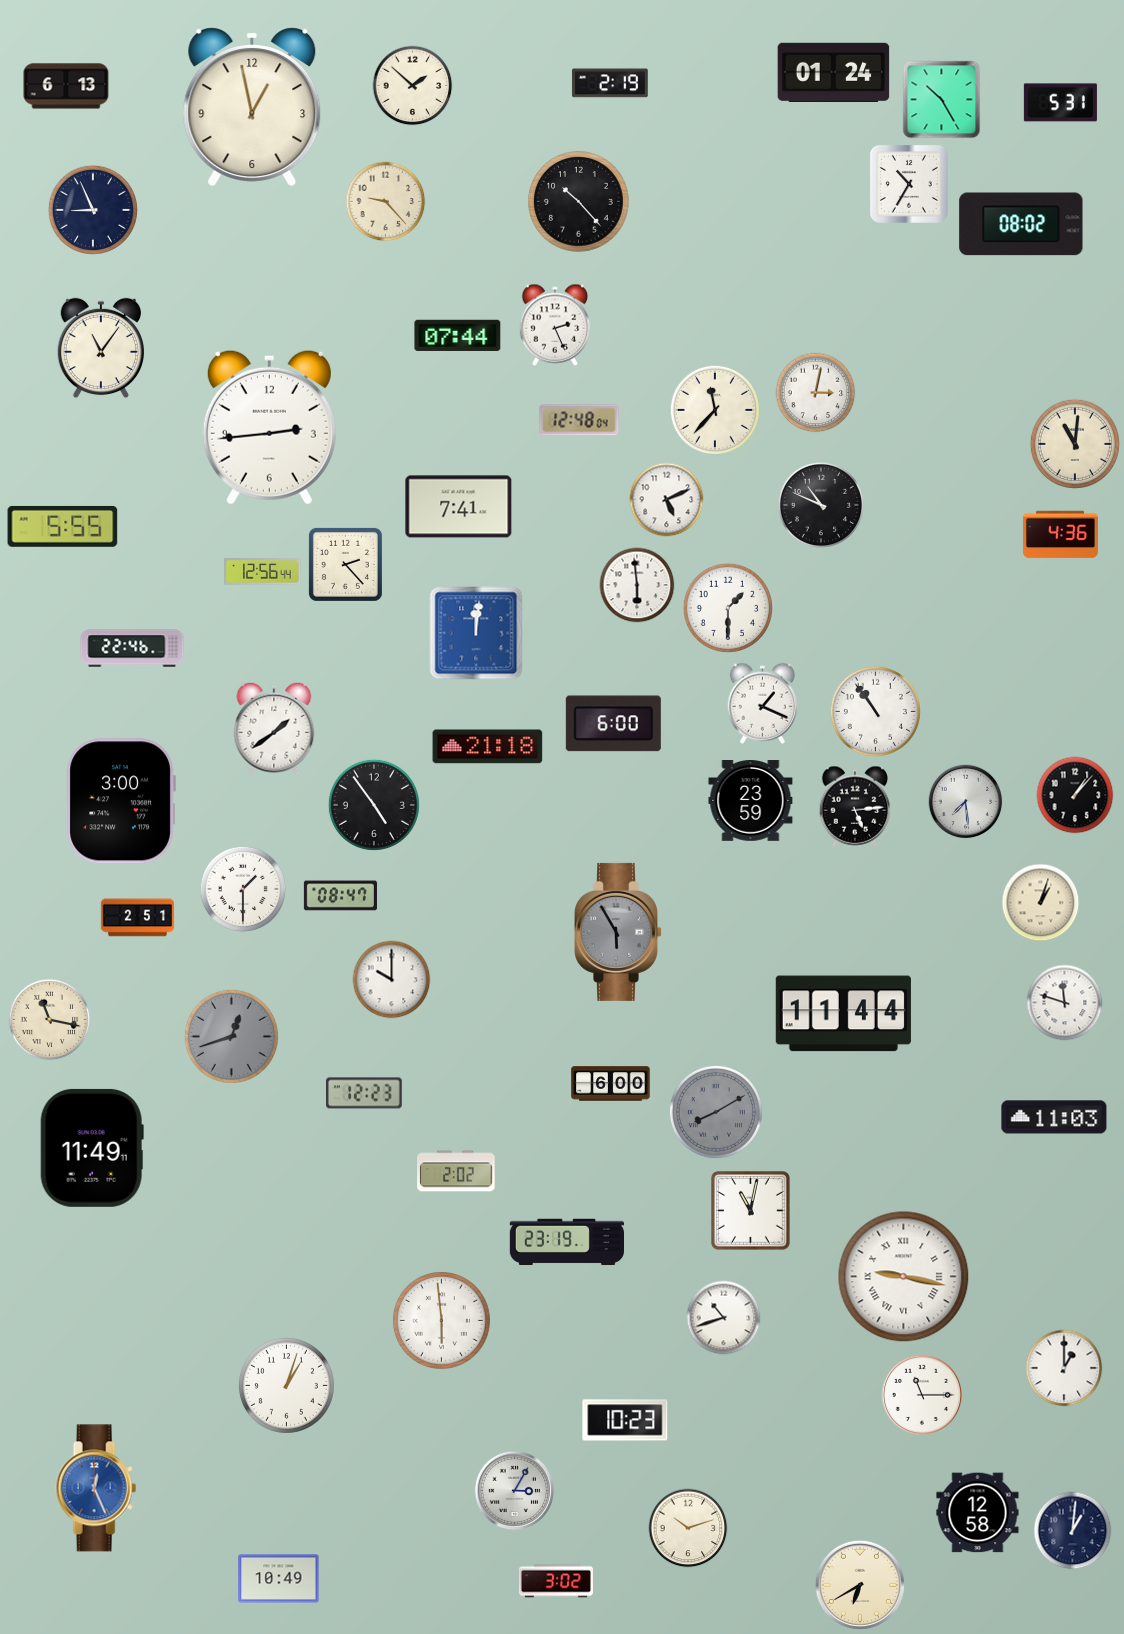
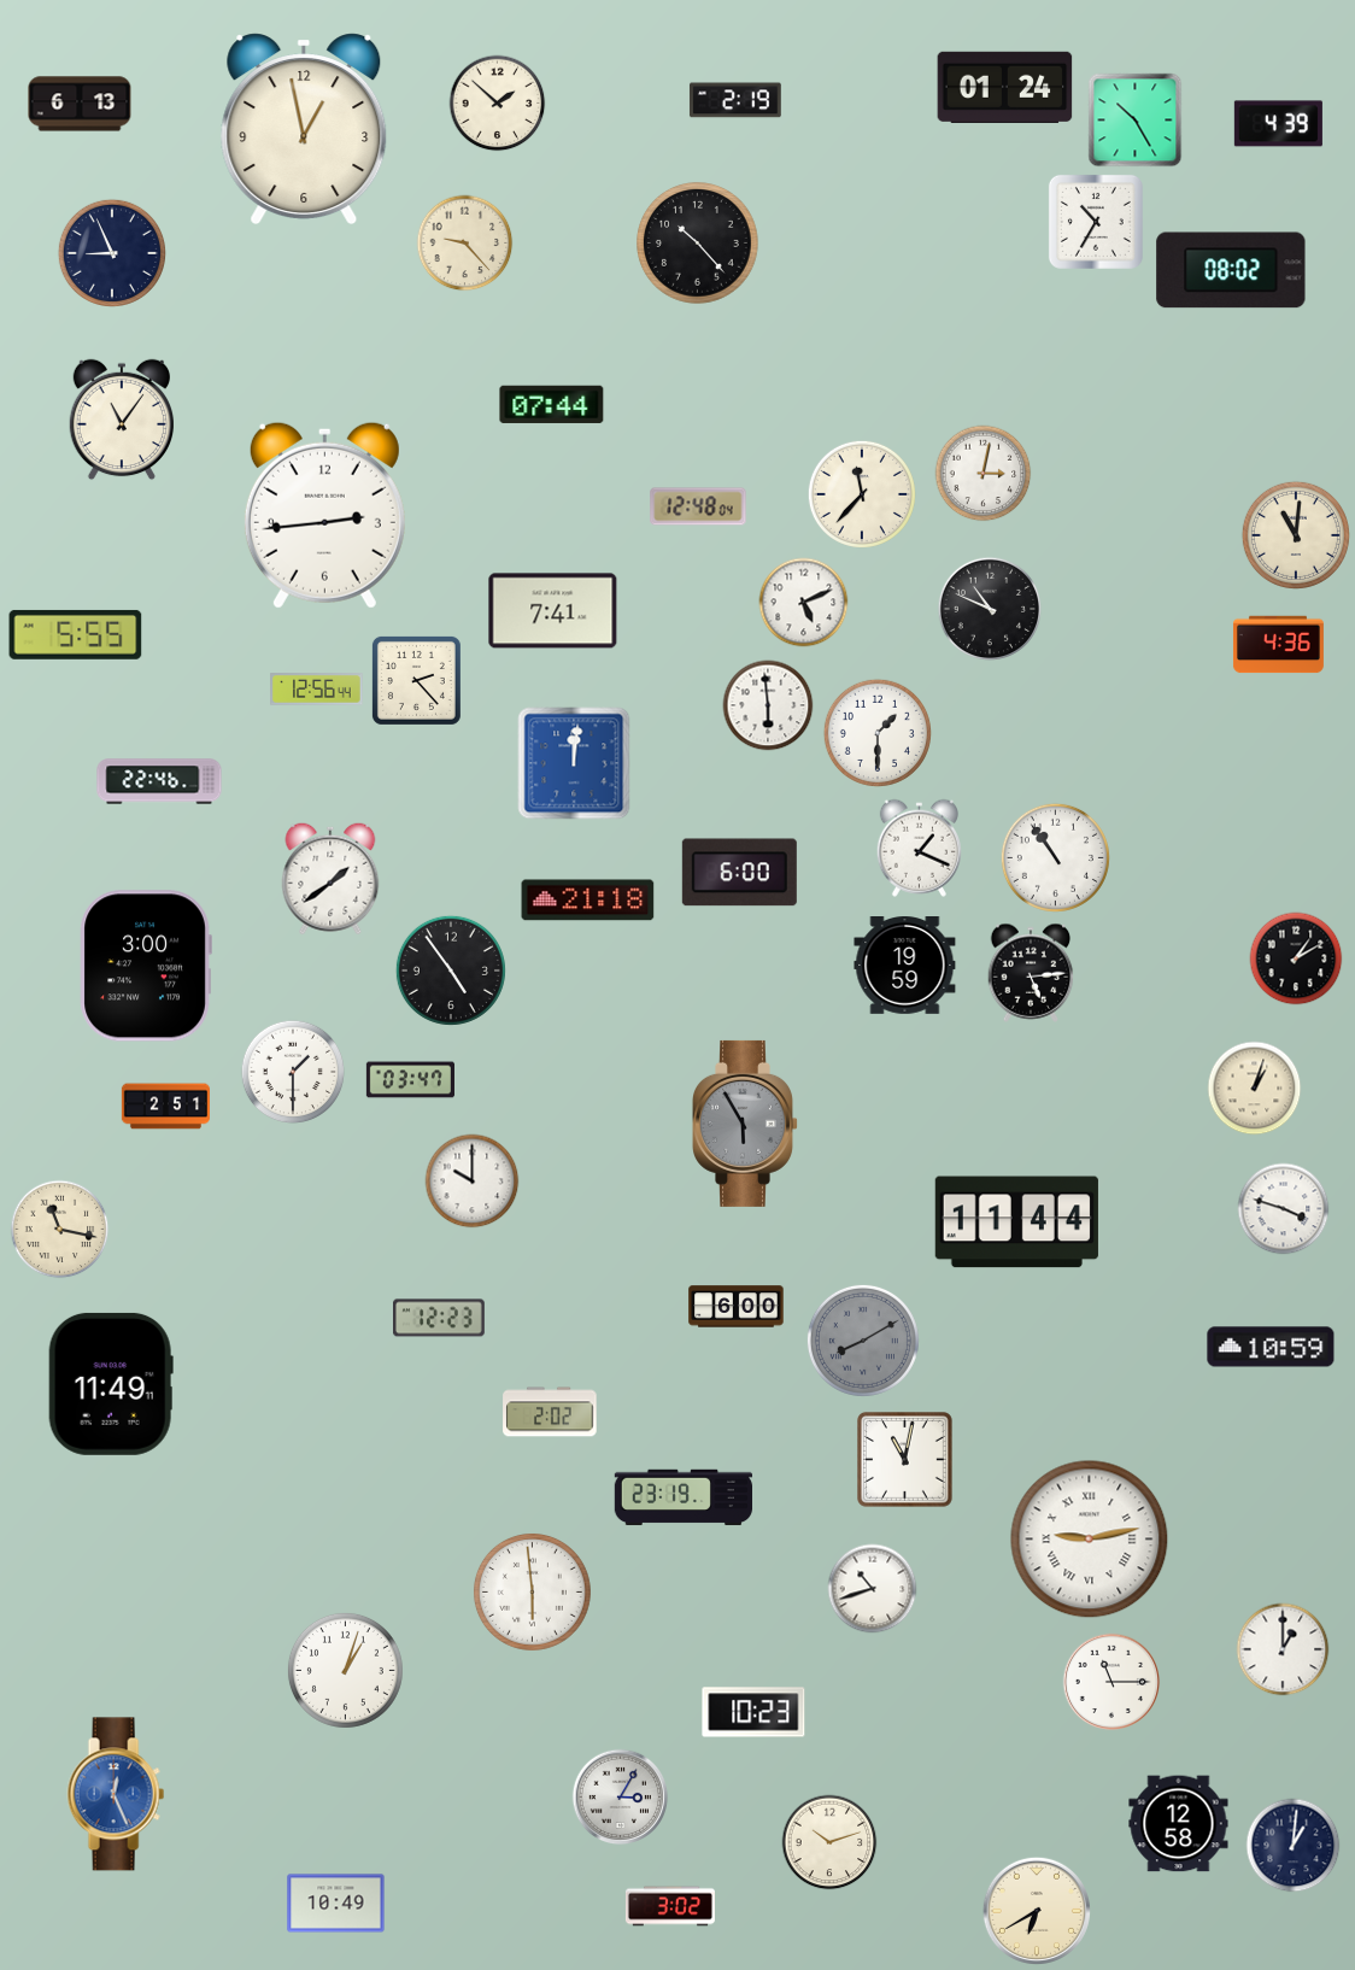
clock at (1060, 103): 5:31 -> 4:39
clock at (555, 325): 2:26 -> none
clock at (1075, 795): 1:07 -> 1:10
clock at (751, 801): 23:59 -> 19:59
clock at (966, 802): 7:29 -> none
clock at (340, 896): 08:47 -> 03:47
clock at (1065, 1003): 11:48 -> 3:48
clock at (231, 1036): 12:42 -> none
clock at (1054, 1117): 11:03 -> 10:59
clock at (904, 1277): 9:17 -> 9:13
